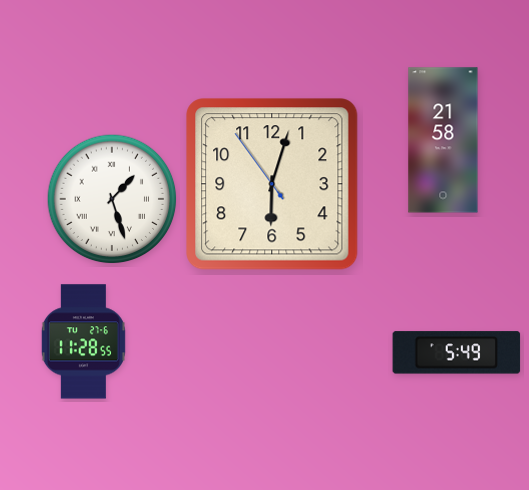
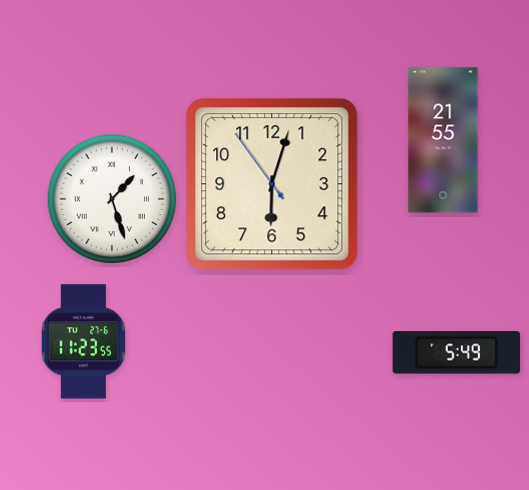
clock at (443, 140): 21:58 -> 21:55
clock at (83, 342): 11:28 -> 11:23
